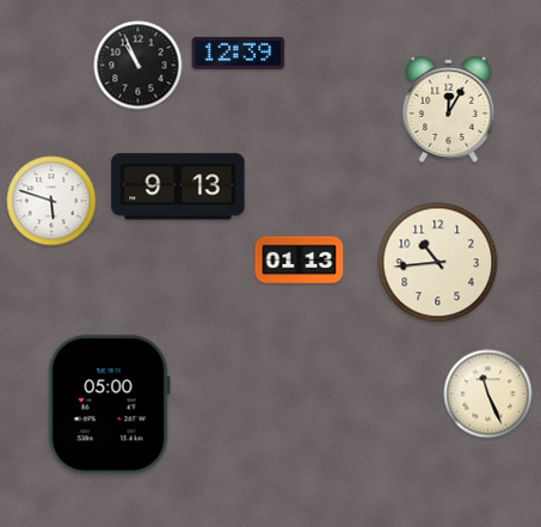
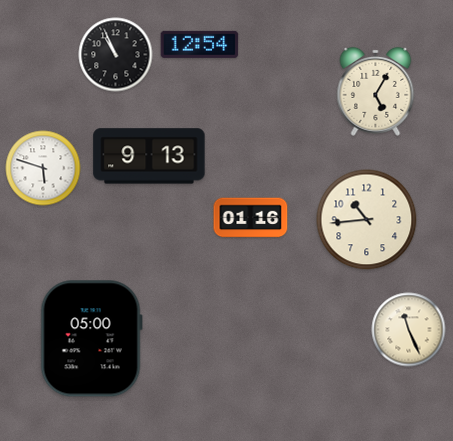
clock at (239, 53): 12:39 -> 12:54
clock at (449, 109): 12:05 -> 5:05
clock at (300, 261): 01:13 -> 01:16
